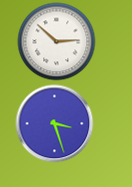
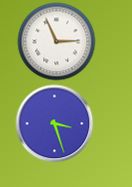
clock at (56, 41): 2:52 -> 2:56
